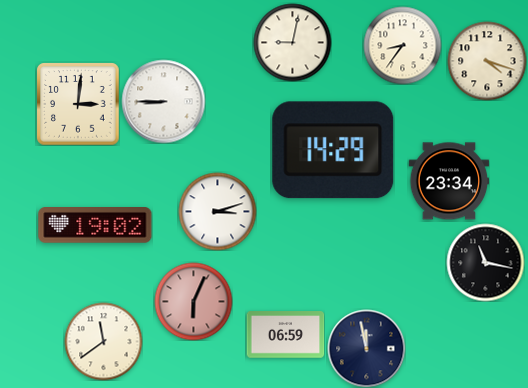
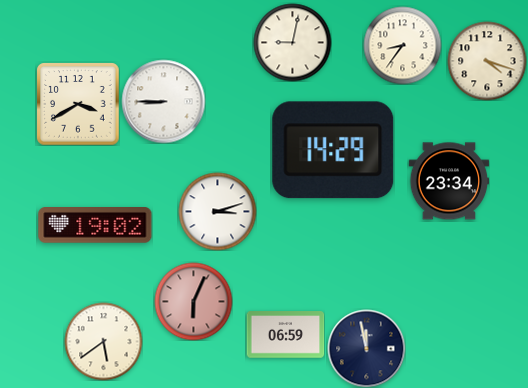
clock at (78, 104): 3:01 -> 3:40
clock at (485, 262): 11:17 -> none
clock at (103, 341): 11:39 -> 5:39
